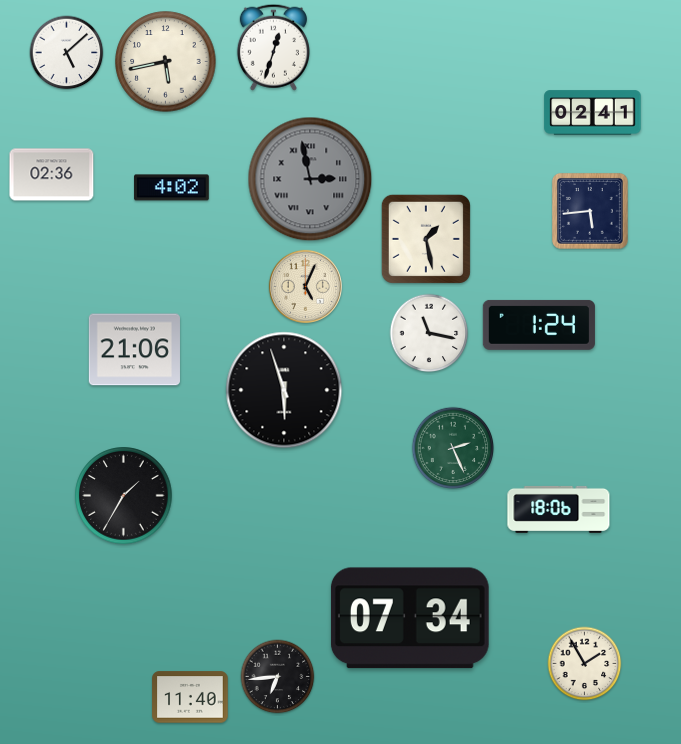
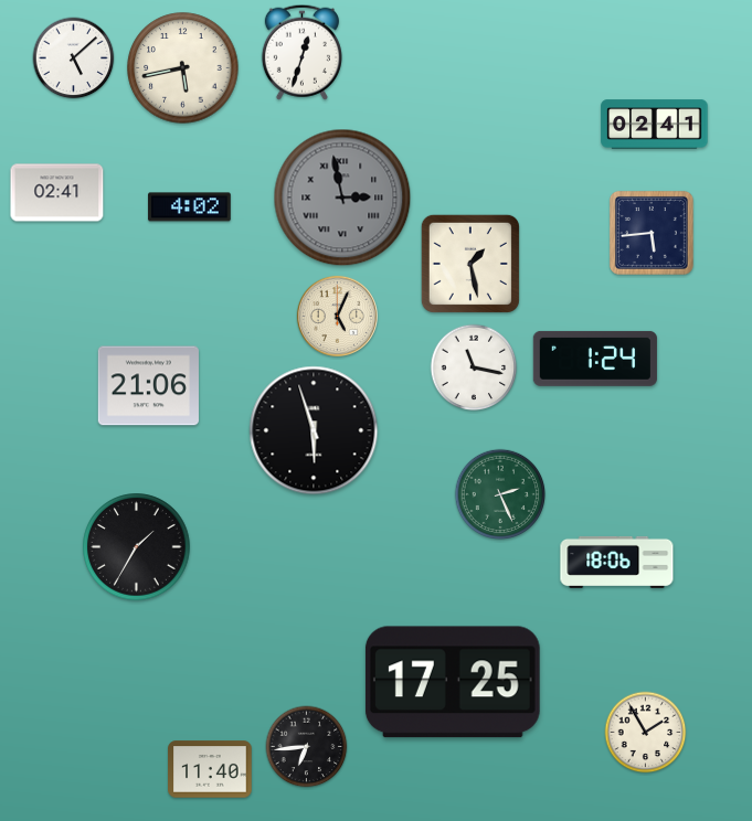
clock at (52, 175): 02:36 -> 02:41
clock at (410, 618): 07:34 -> 17:25
